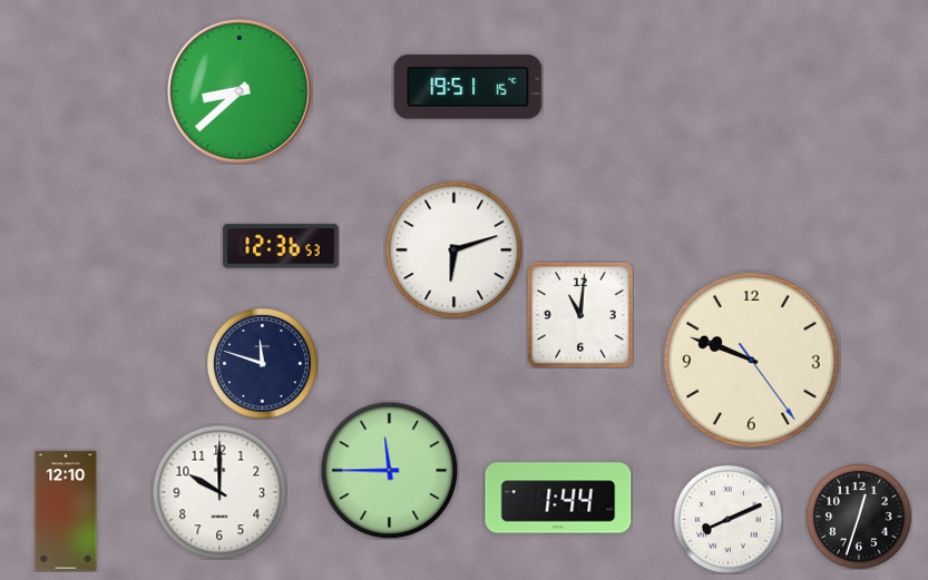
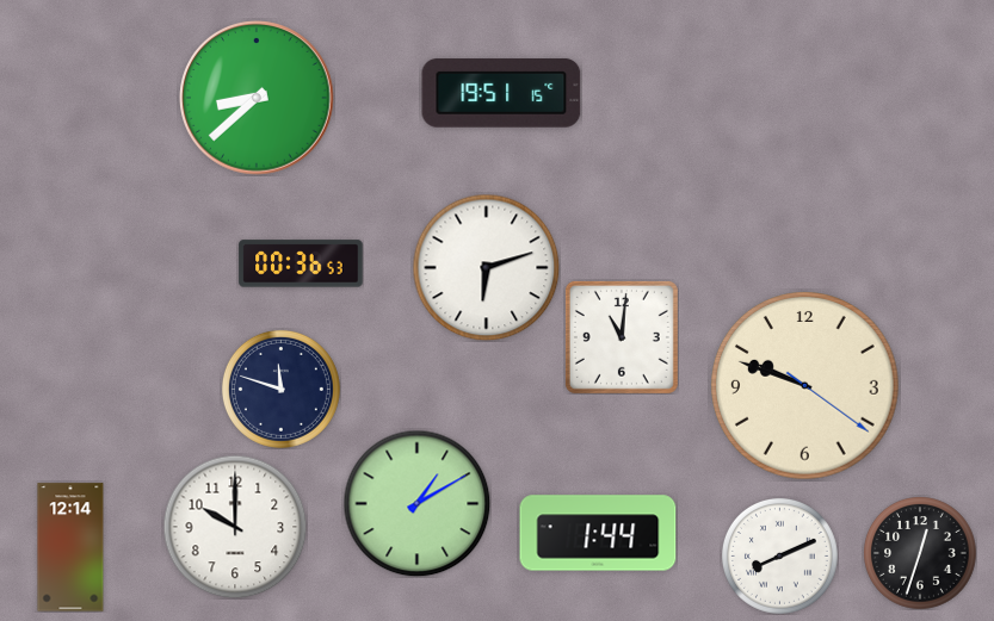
clock at (281, 246): 12:36 -> 00:36
clock at (752, 361): 9:48:24 -> 9:48:21
clock at (389, 470): 11:45 -> 1:10
clock at (66, 511): 12:10 -> 12:14
